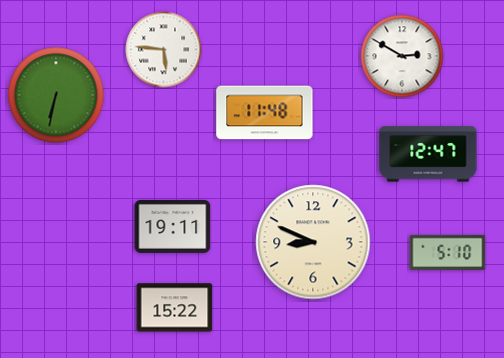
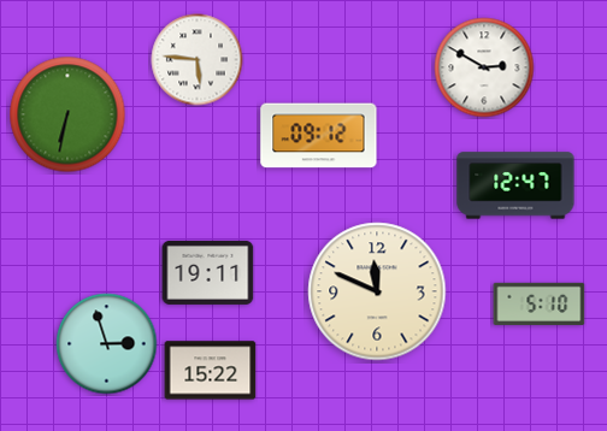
clock at (265, 113): 11:48 -> 09:12
clock at (313, 242): 8:49 -> 11:49
clock at (107, 344): none -> 2:57
